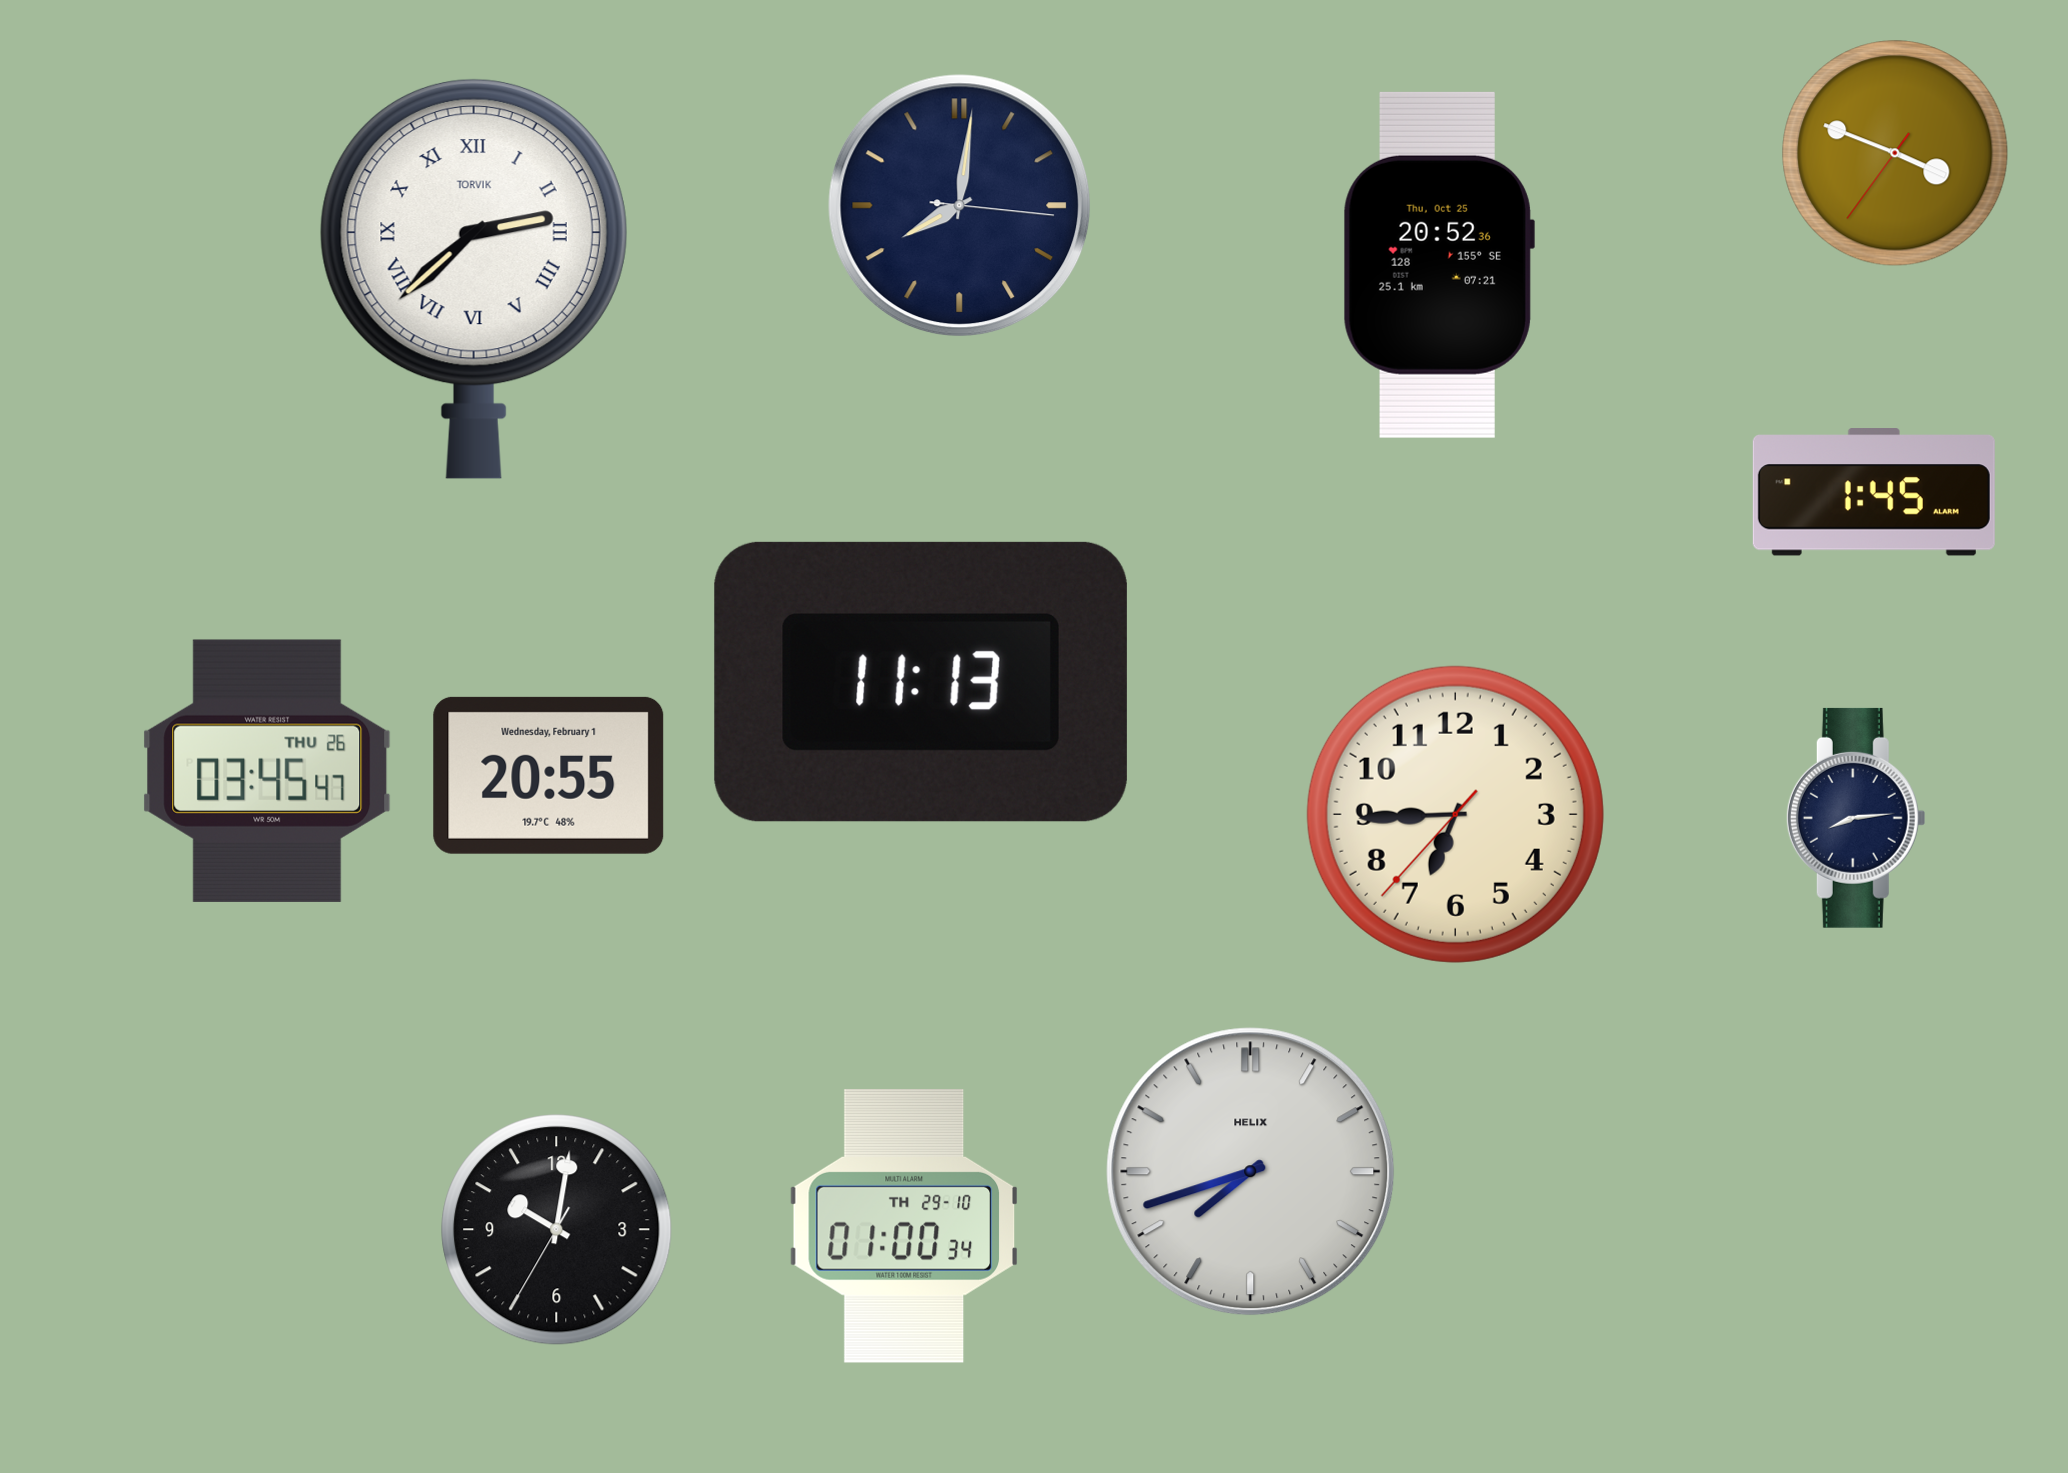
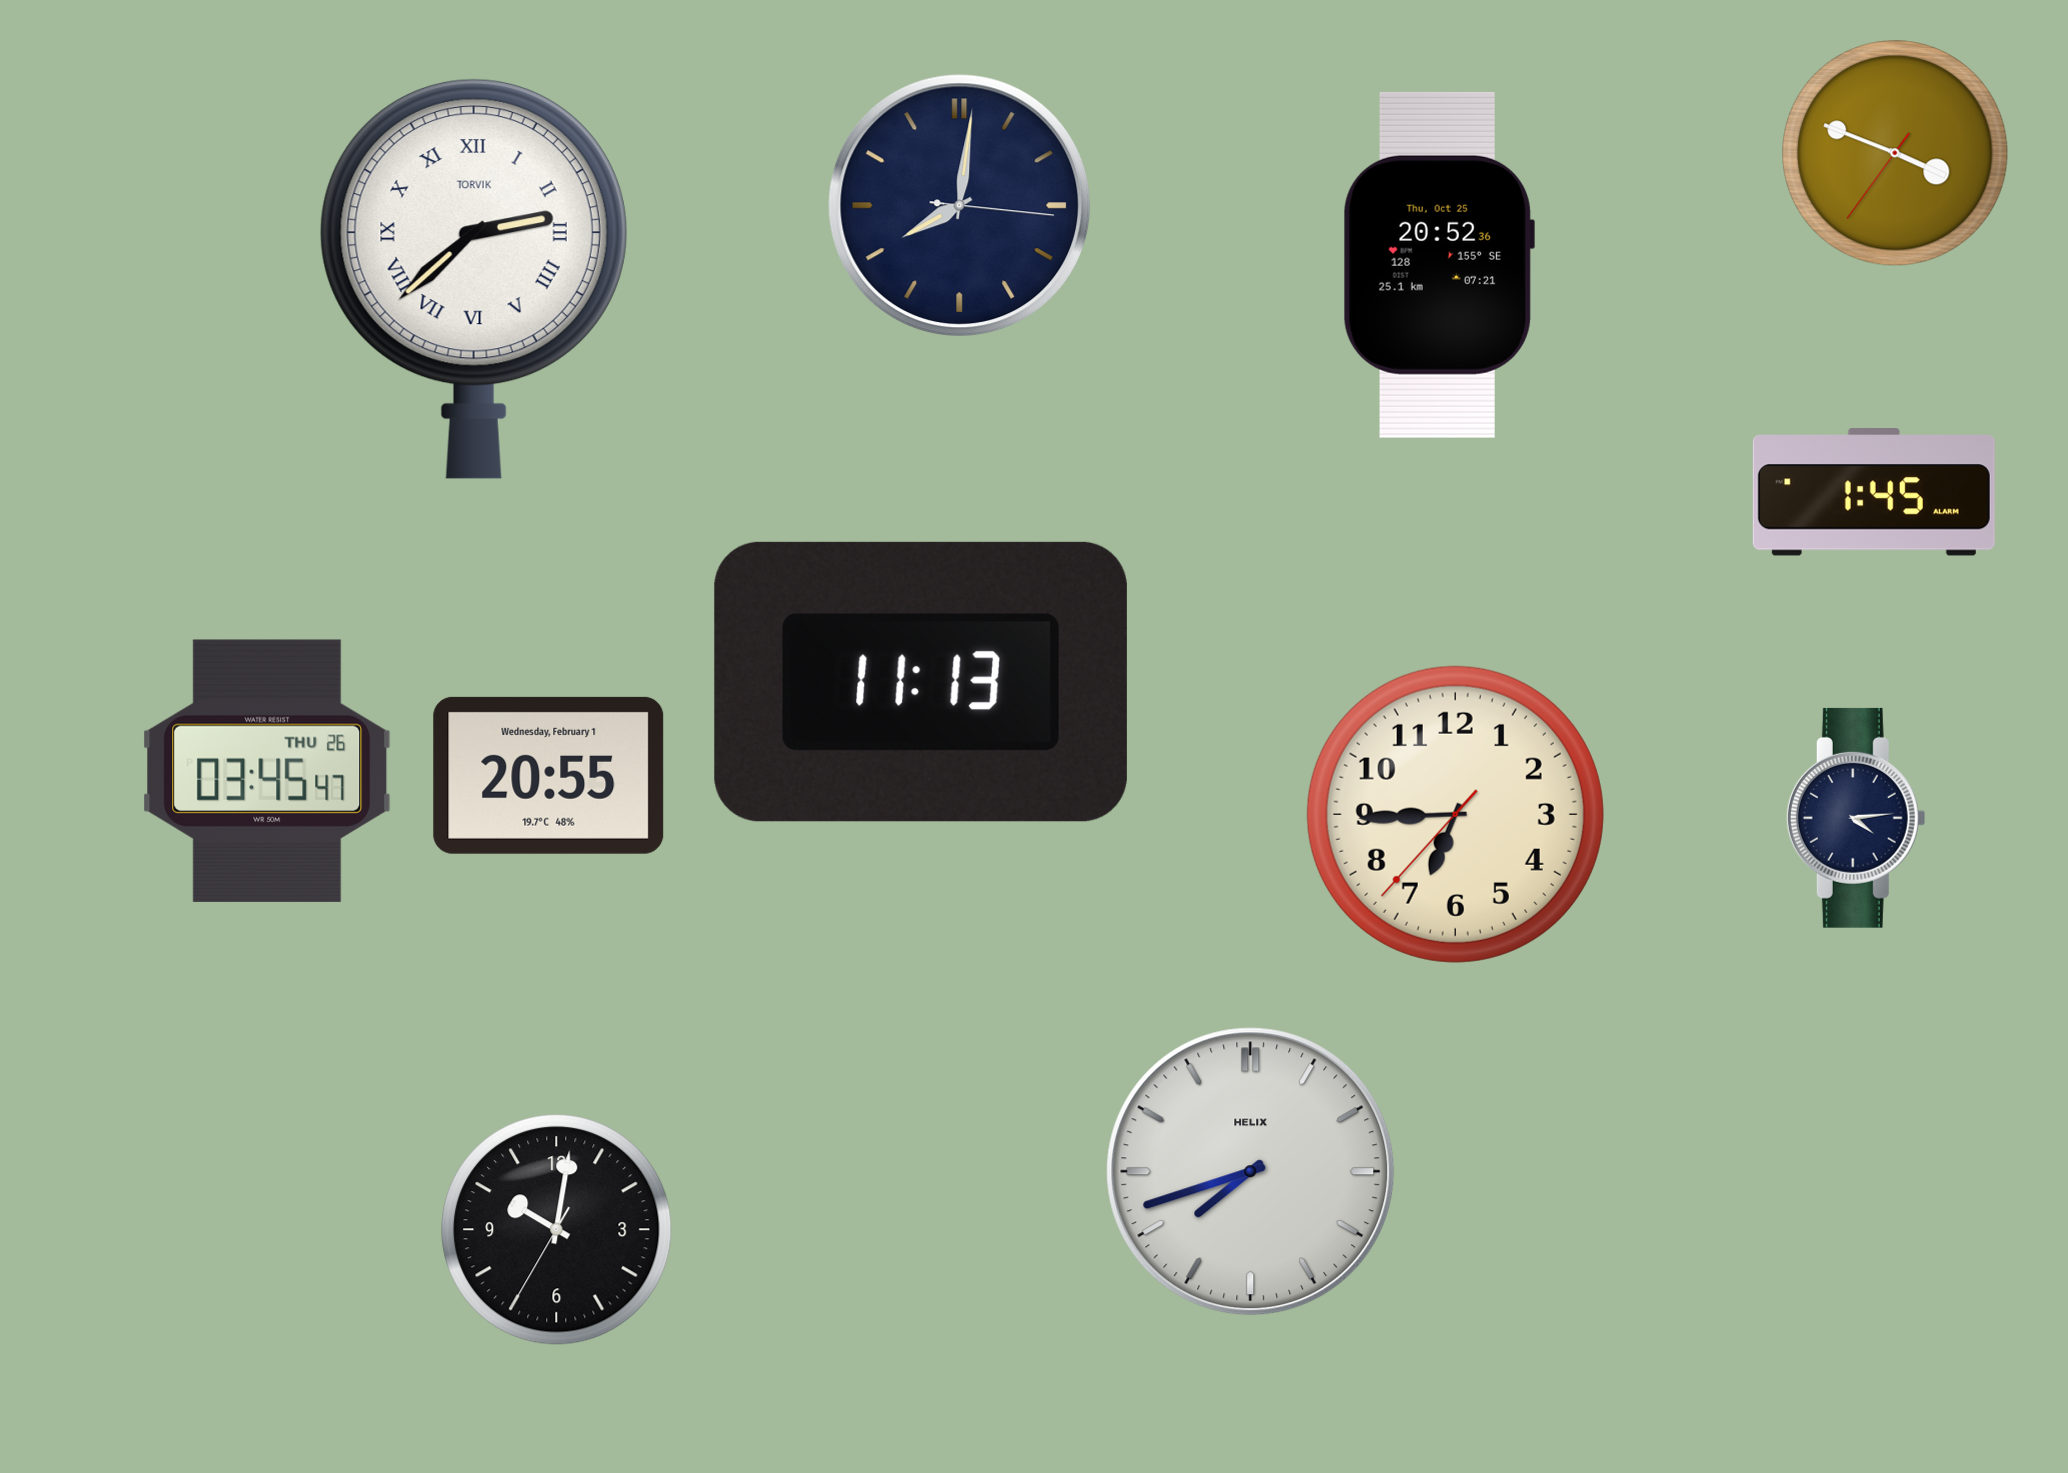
clock at (1856, 818): 8:14 -> 4:14
clock at (903, 1227): 01:00 -> none
